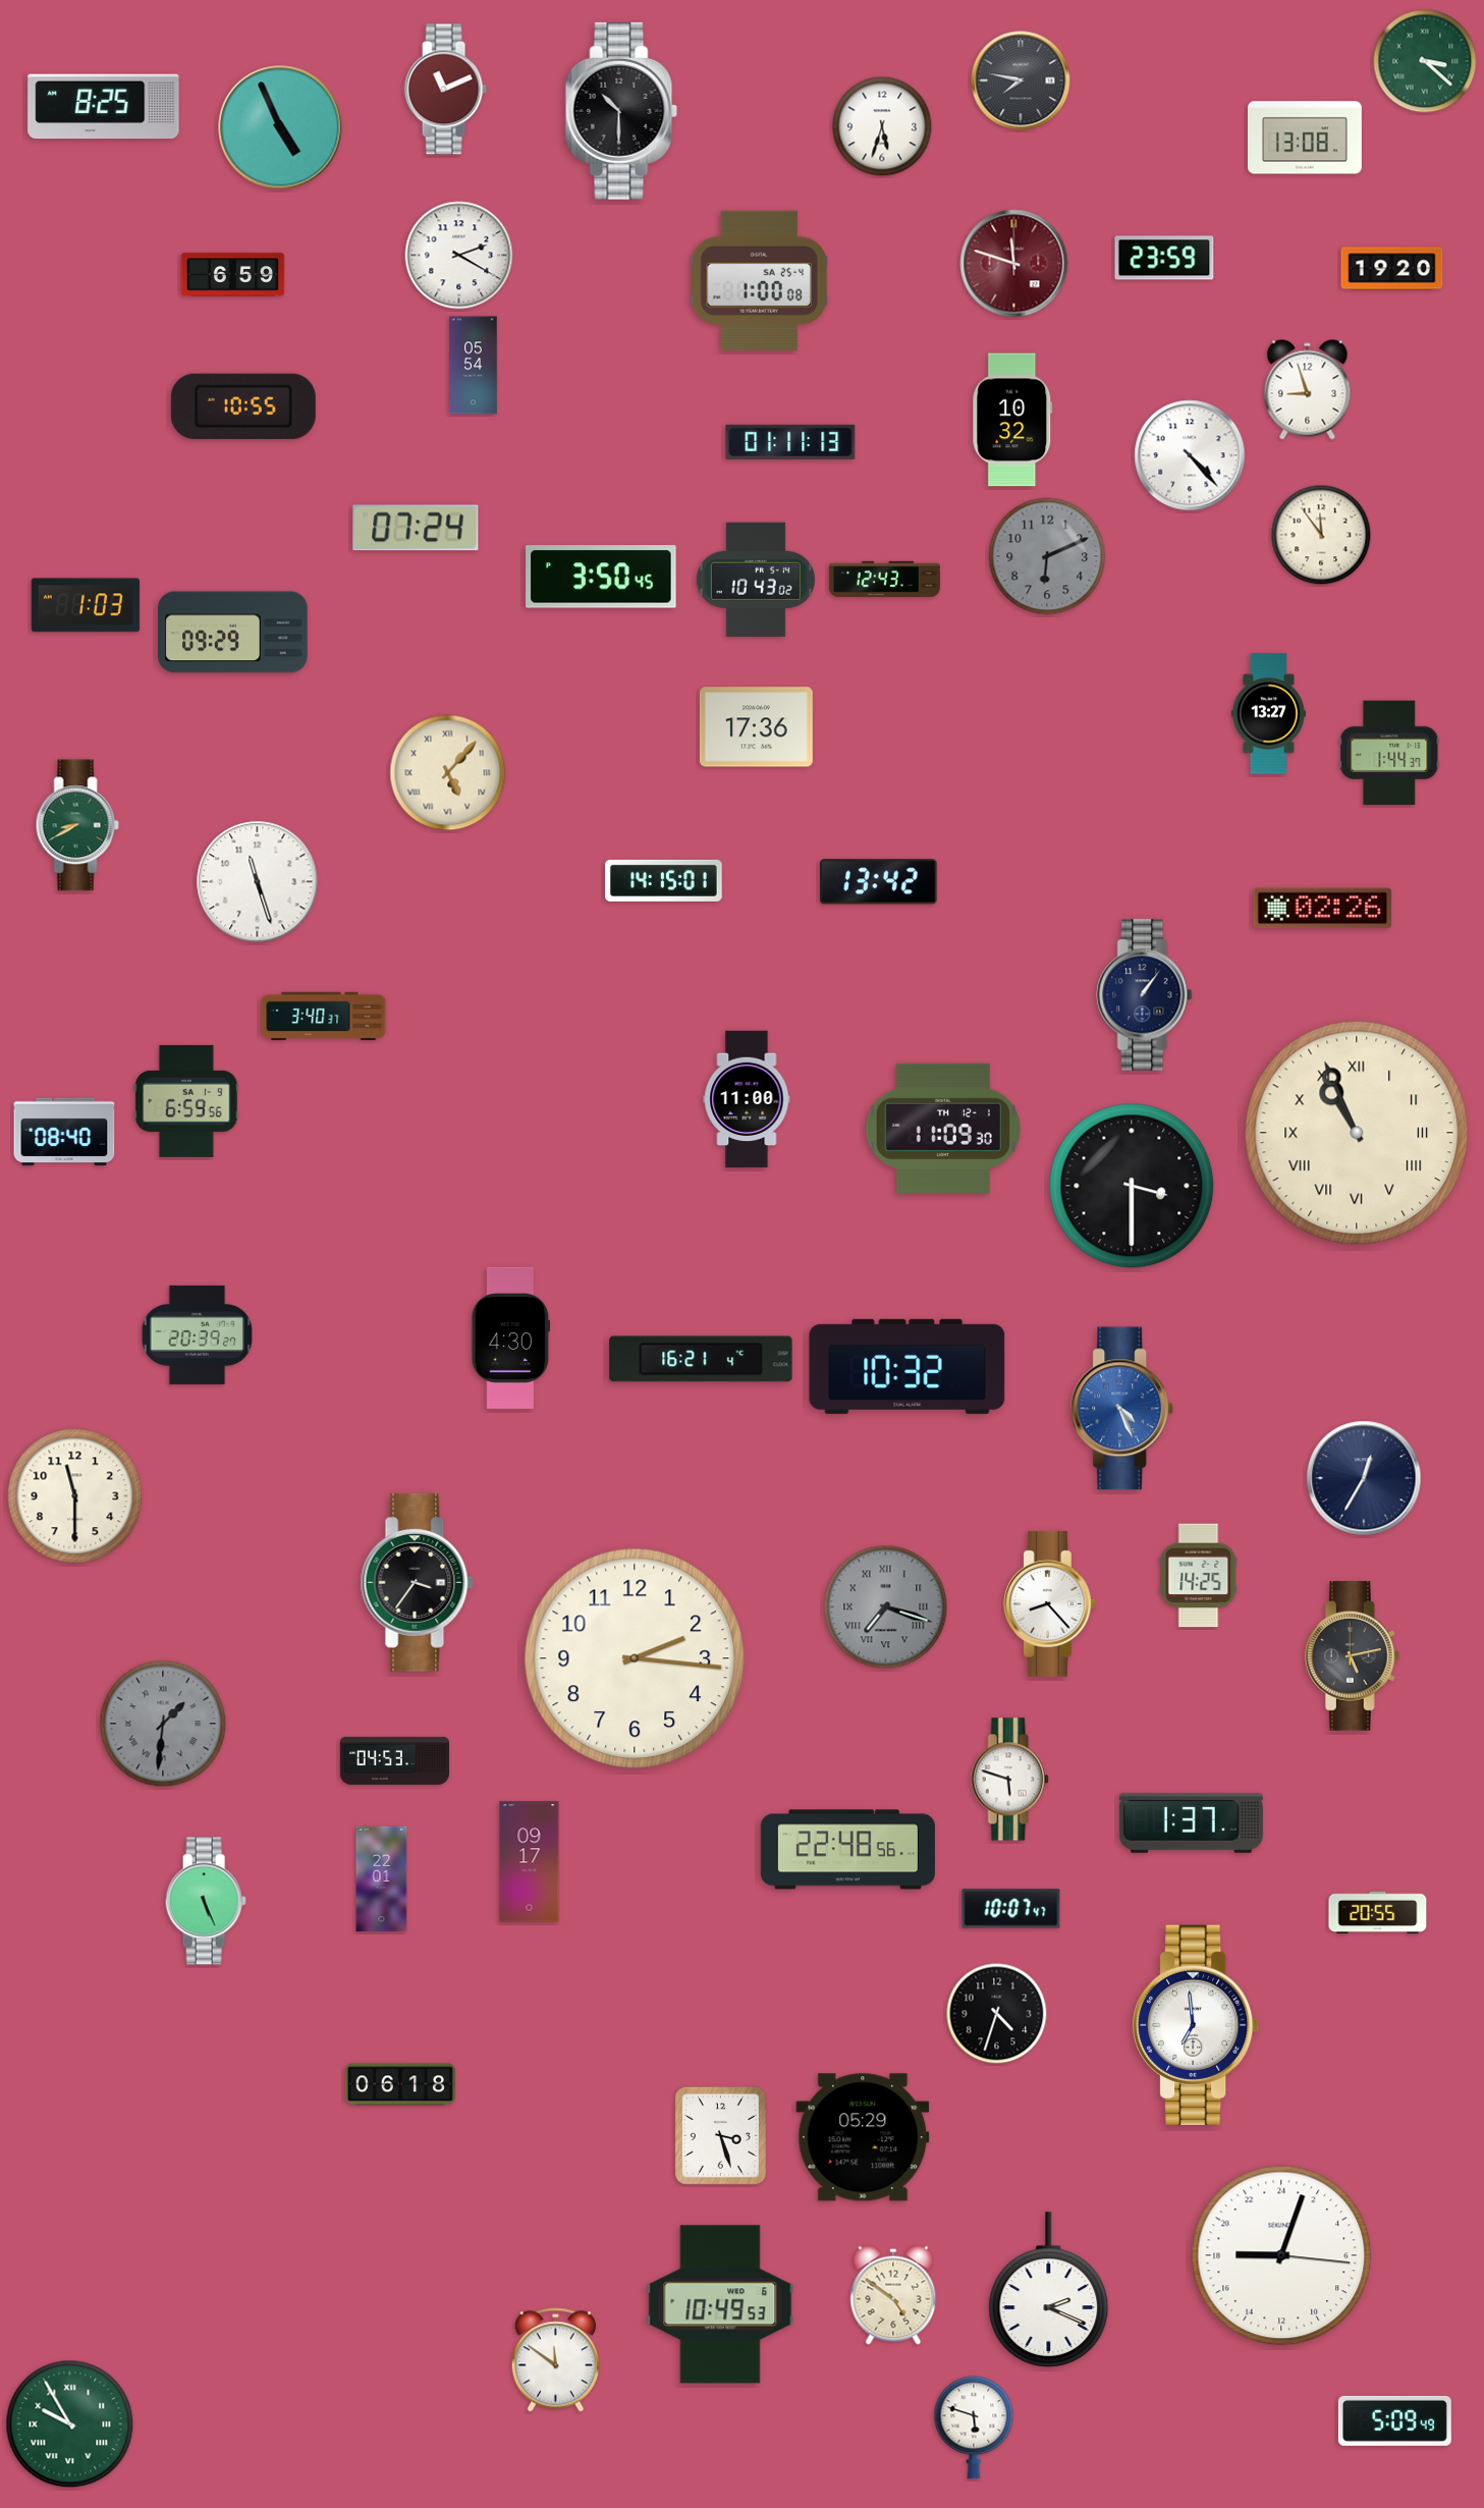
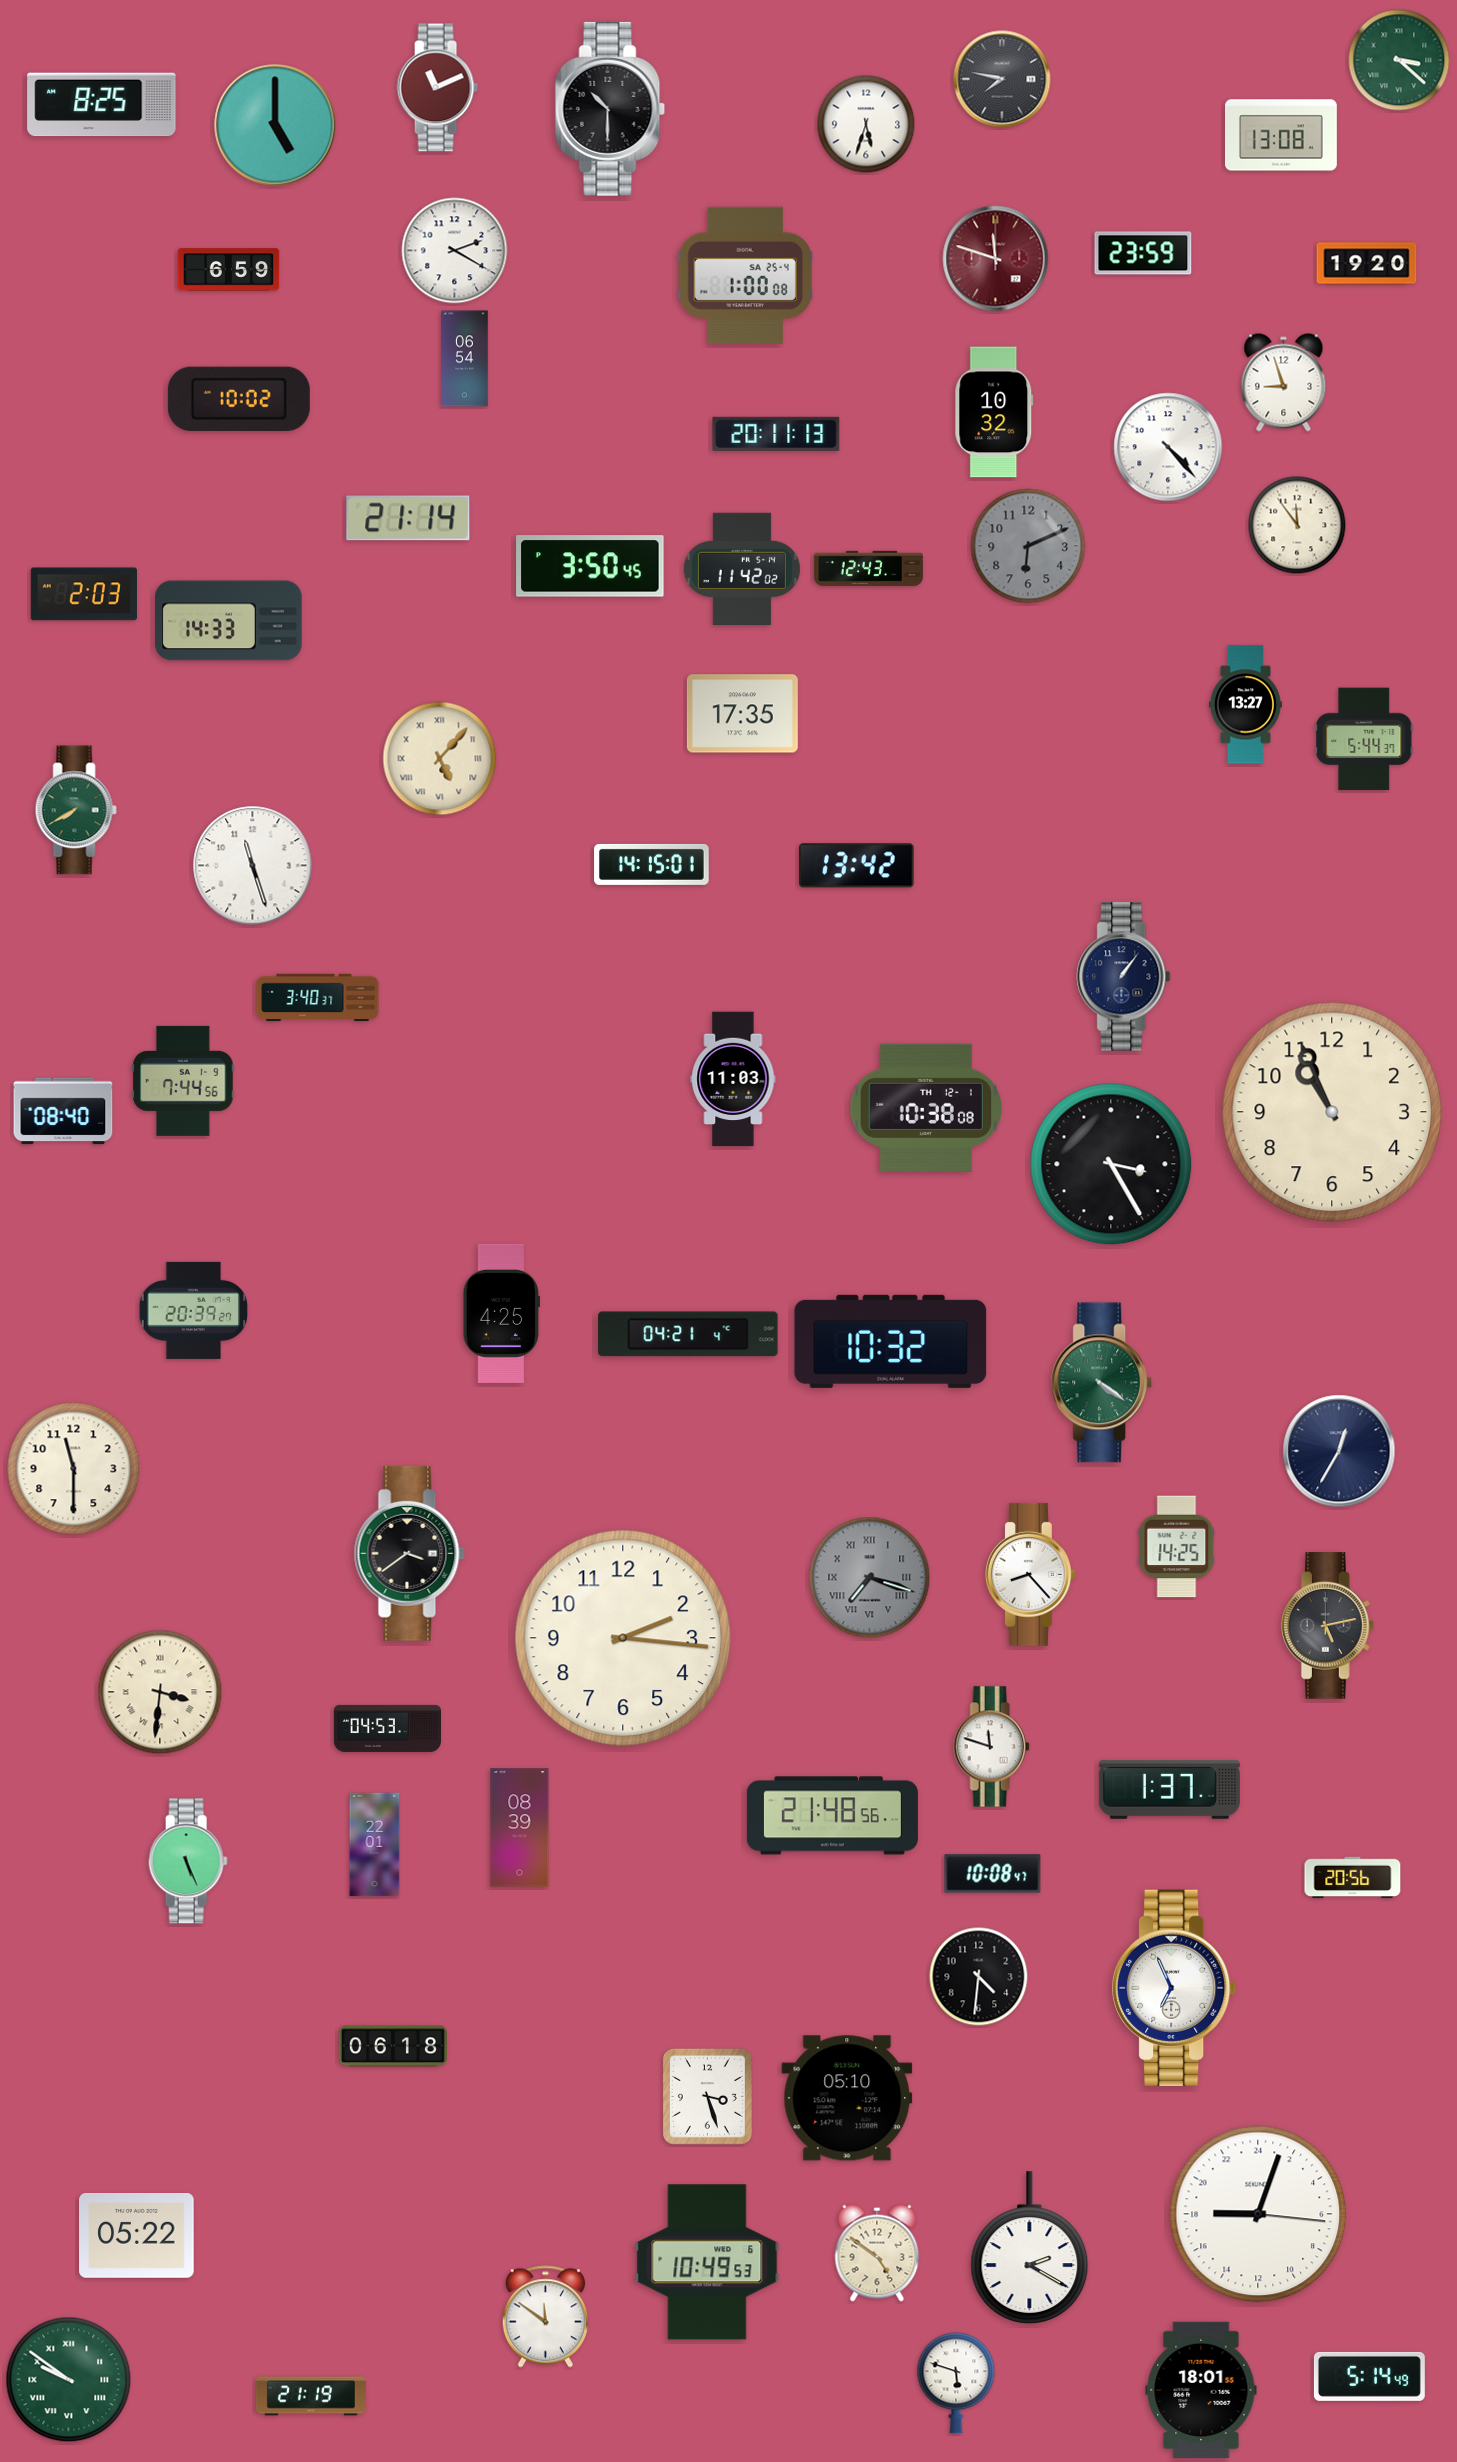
clock at (280, 127): 4:56 -> 5:00
clock at (459, 256) position: (459, 256) -> (455, 251)
clock at (474, 366): 05:54 -> 06:54
clock at (243, 406): 10:55 -> 10:02
clock at (790, 442): 01:11 -> 20:11
clock at (416, 528): 07:24 -> 21:14
clock at (756, 579): 10:43 -> 11:42
clock at (86, 605): 1:03 -> 2:03
clock at (233, 633): 09:29 -> 14:33
clock at (1268, 714) position: (1268, 714) -> (1245, 705)
clock at (756, 727): 17:36 -> 17:35
clock at (1389, 753): 1:44 -> 5:44
clock at (77, 825): 8:40 -> 7:40
clock at (879, 882) position: (879, 882) -> (857, 866)
clock at (1322, 909): 02:26 -> none
clock at (747, 1099): 11:00 -> 11:03
clock at (186, 1101): 6:59 -> 7:44
clock at (943, 1129): 11:09 -> 10:38
clock at (1357, 1133) numerals: Roman -> Arabic
clock at (1132, 1186): 3:30 -> 3:25
clock at (510, 1338): 4:30 -> 4:25
clock at (701, 1359): 16:21 -> 04:21
clock at (1122, 1409): 4:26 -> 4:21
clock at (1122, 1409) dial: blue -> green
clock at (417, 1582): 3:36 -> 3:39
clock at (635, 1658) position: (635, 1658) -> (623, 1638)
clock at (163, 1724): 1:31 -> 3:31
clock at (163, 1724) dial: grey -> cream
clock at (1009, 1780): 5:48 -> 11:48
clock at (847, 1850): 22:48 -> 21:48
clock at (530, 1862): 09:17 -> 08:39
clock at (206, 1901) position: (206, 1901) -> (188, 1861)
clock at (1011, 1909): 10:07 -> 10:08
clock at (1378, 1913): 20:55 -> 20:56
clock at (997, 2014): 4:33 -> 4:31
clock at (1197, 2024): 6:59 -> 6:56
clock at (863, 2137): 05:29 -> 05:10
clock at (137, 2236): none -> 05:22
clock at (1049, 2290): 2:19 -> 2:20
clock at (1394, 2420): 5:09 -> 5:14
clock at (70, 2424): 9:55 -> 9:51
clock at (1201, 2389): none -> 18:01
clock at (311, 2396): none -> 21:19
